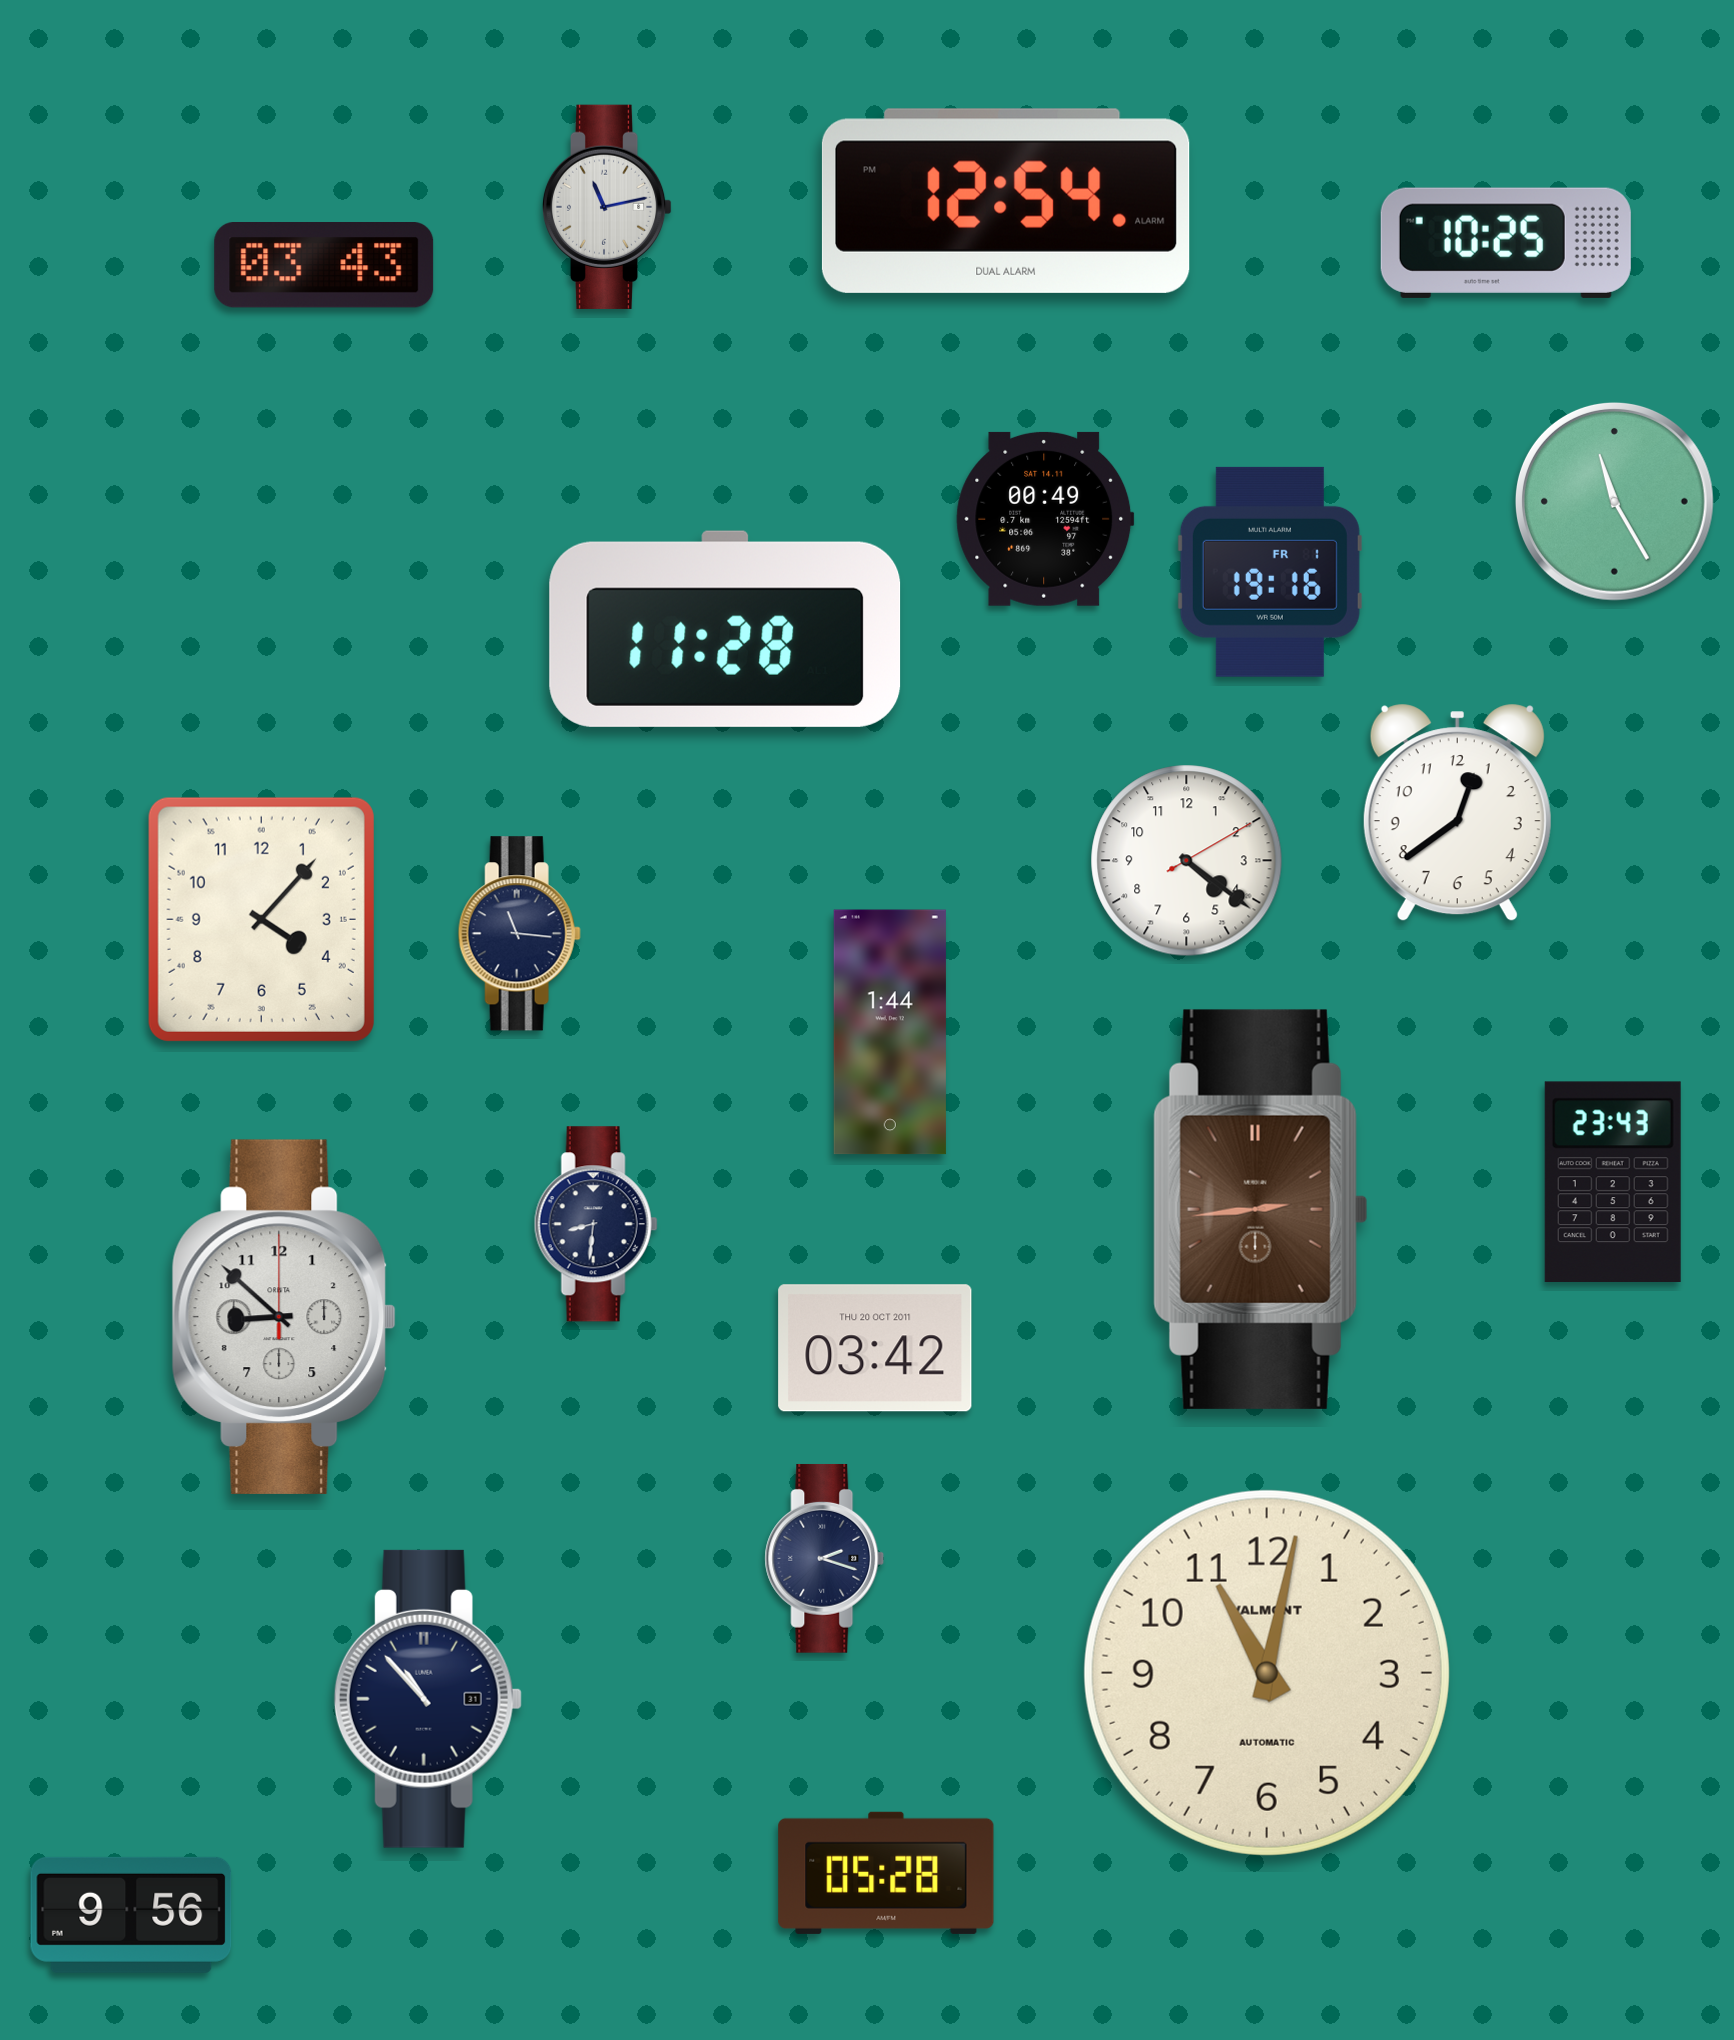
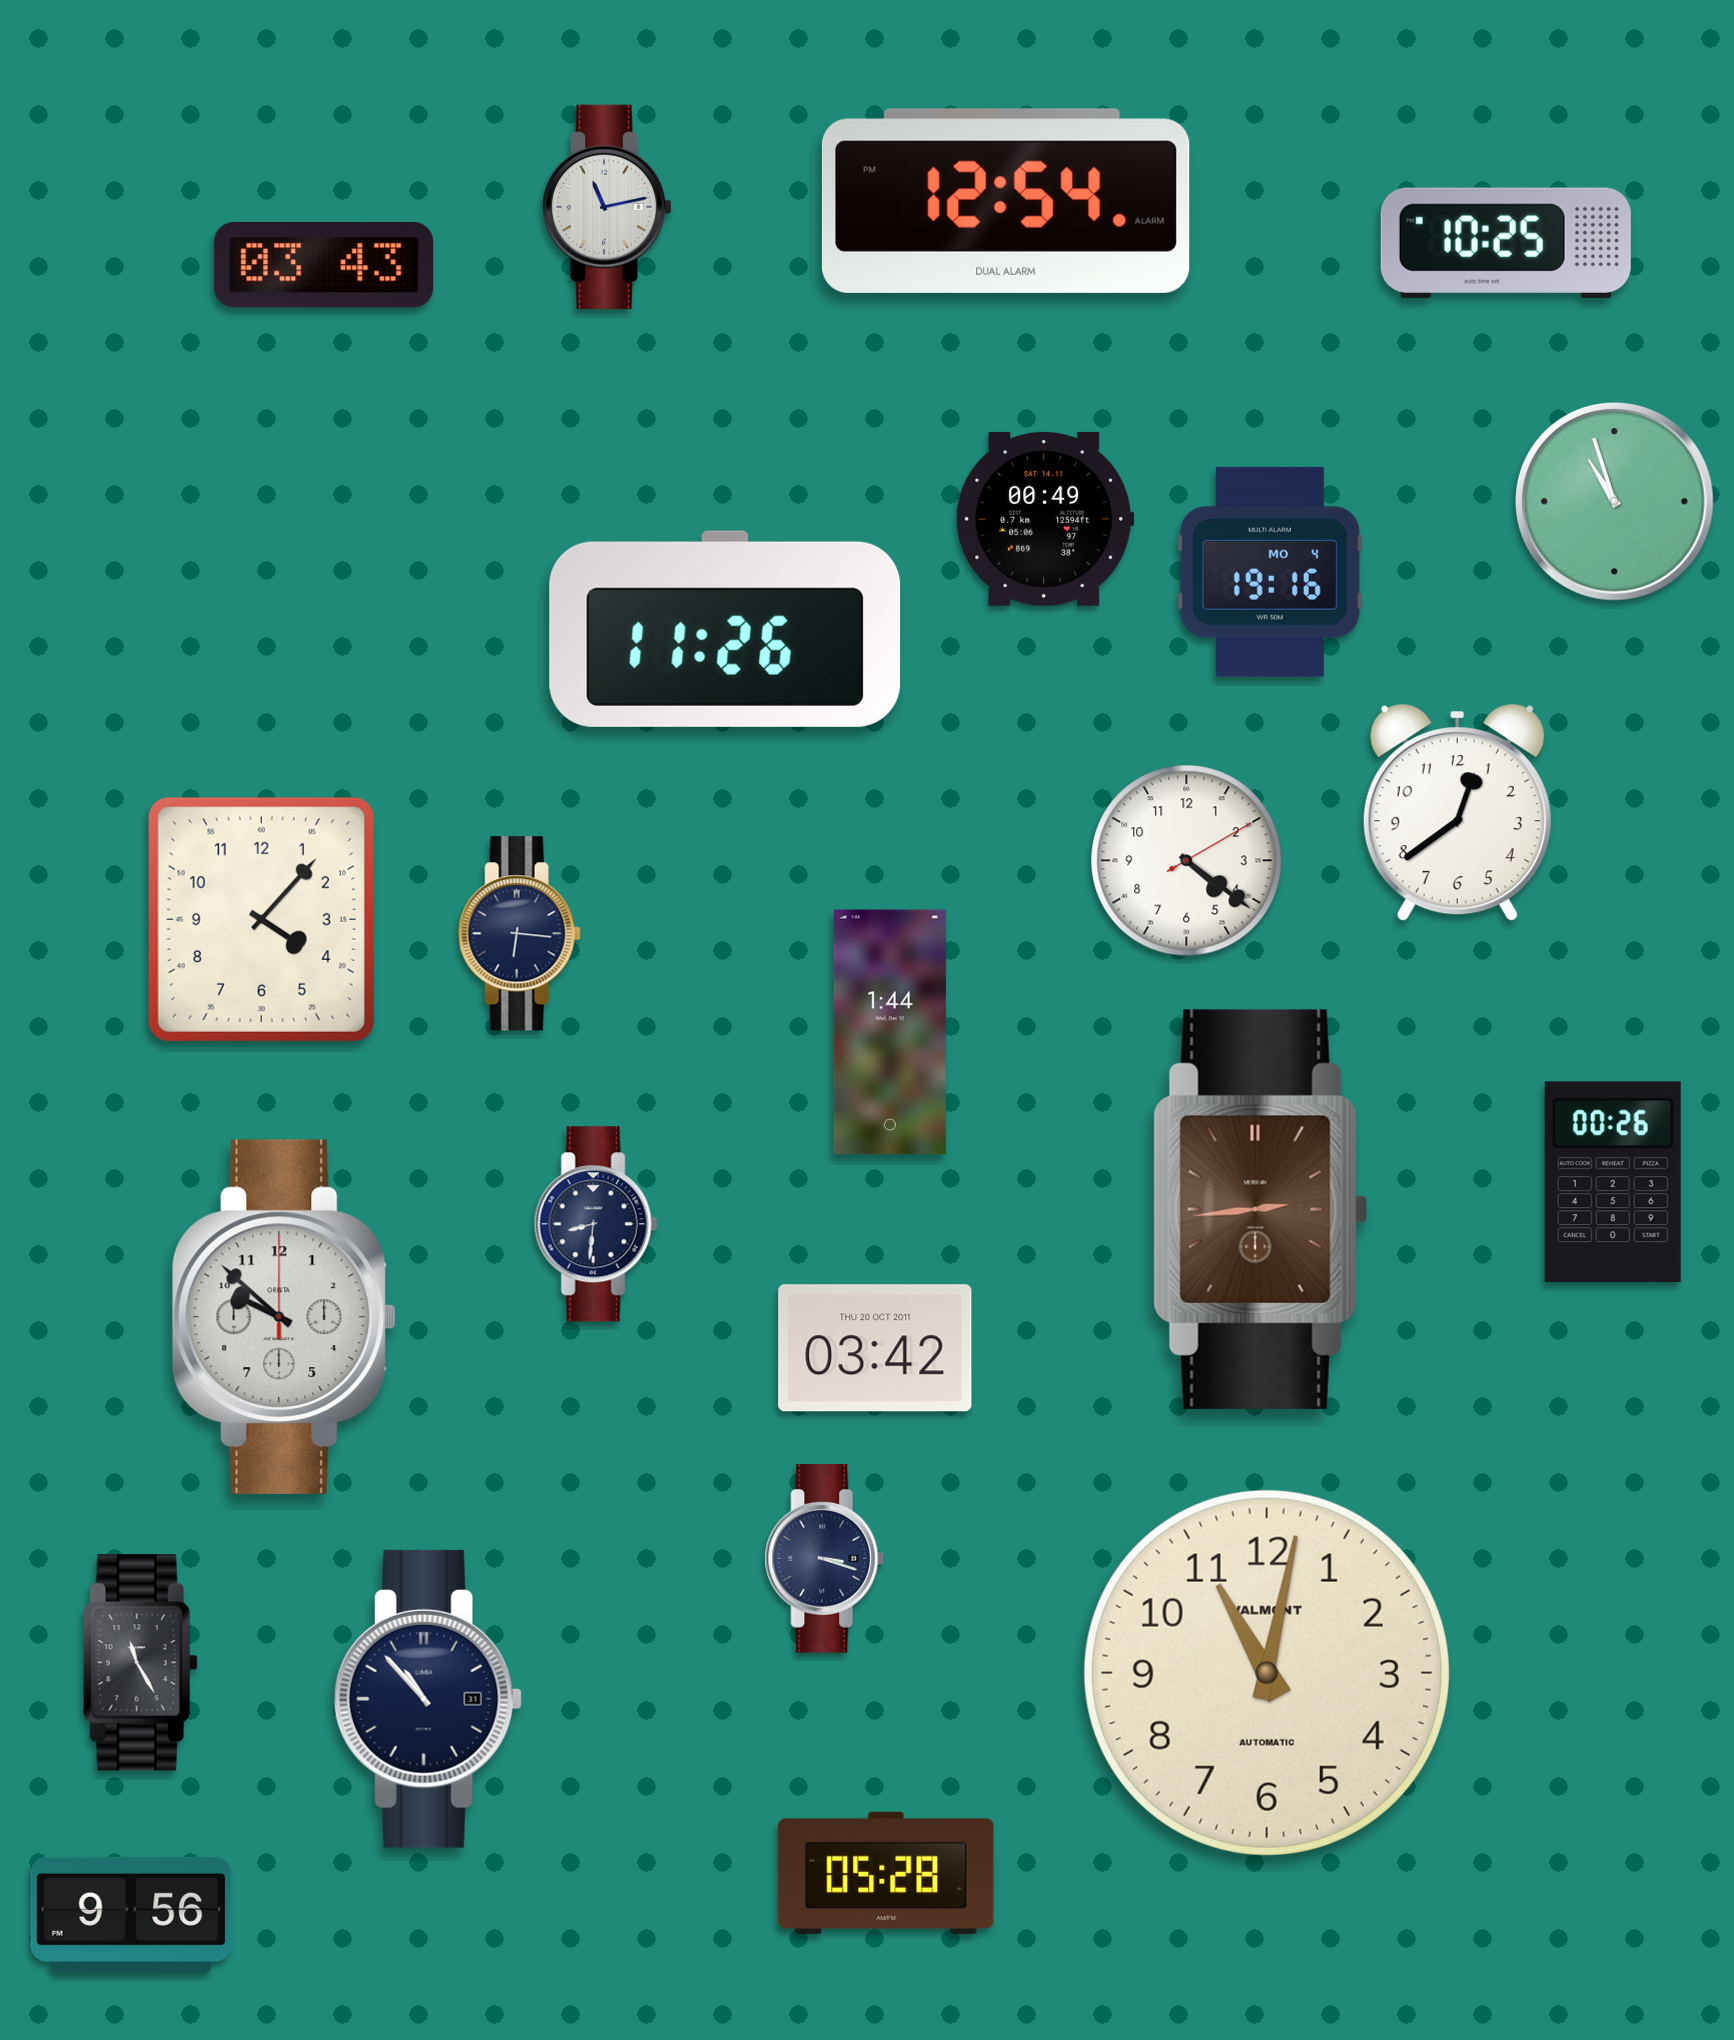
clock at (1614, 501): 11:25 -> 10:57
clock at (1270, 572) date: FR 1 -> MO 4
clock at (725, 629): 11:28 -> 11:26
clock at (519, 934): 11:16 -> 6:16
clock at (1613, 1181): 23:43 -> 00:26
clock at (284, 1317): 8:52 -> 9:52
clock at (825, 1558): 2:18 -> 3:18
clock at (140, 1663): none -> 11:25
